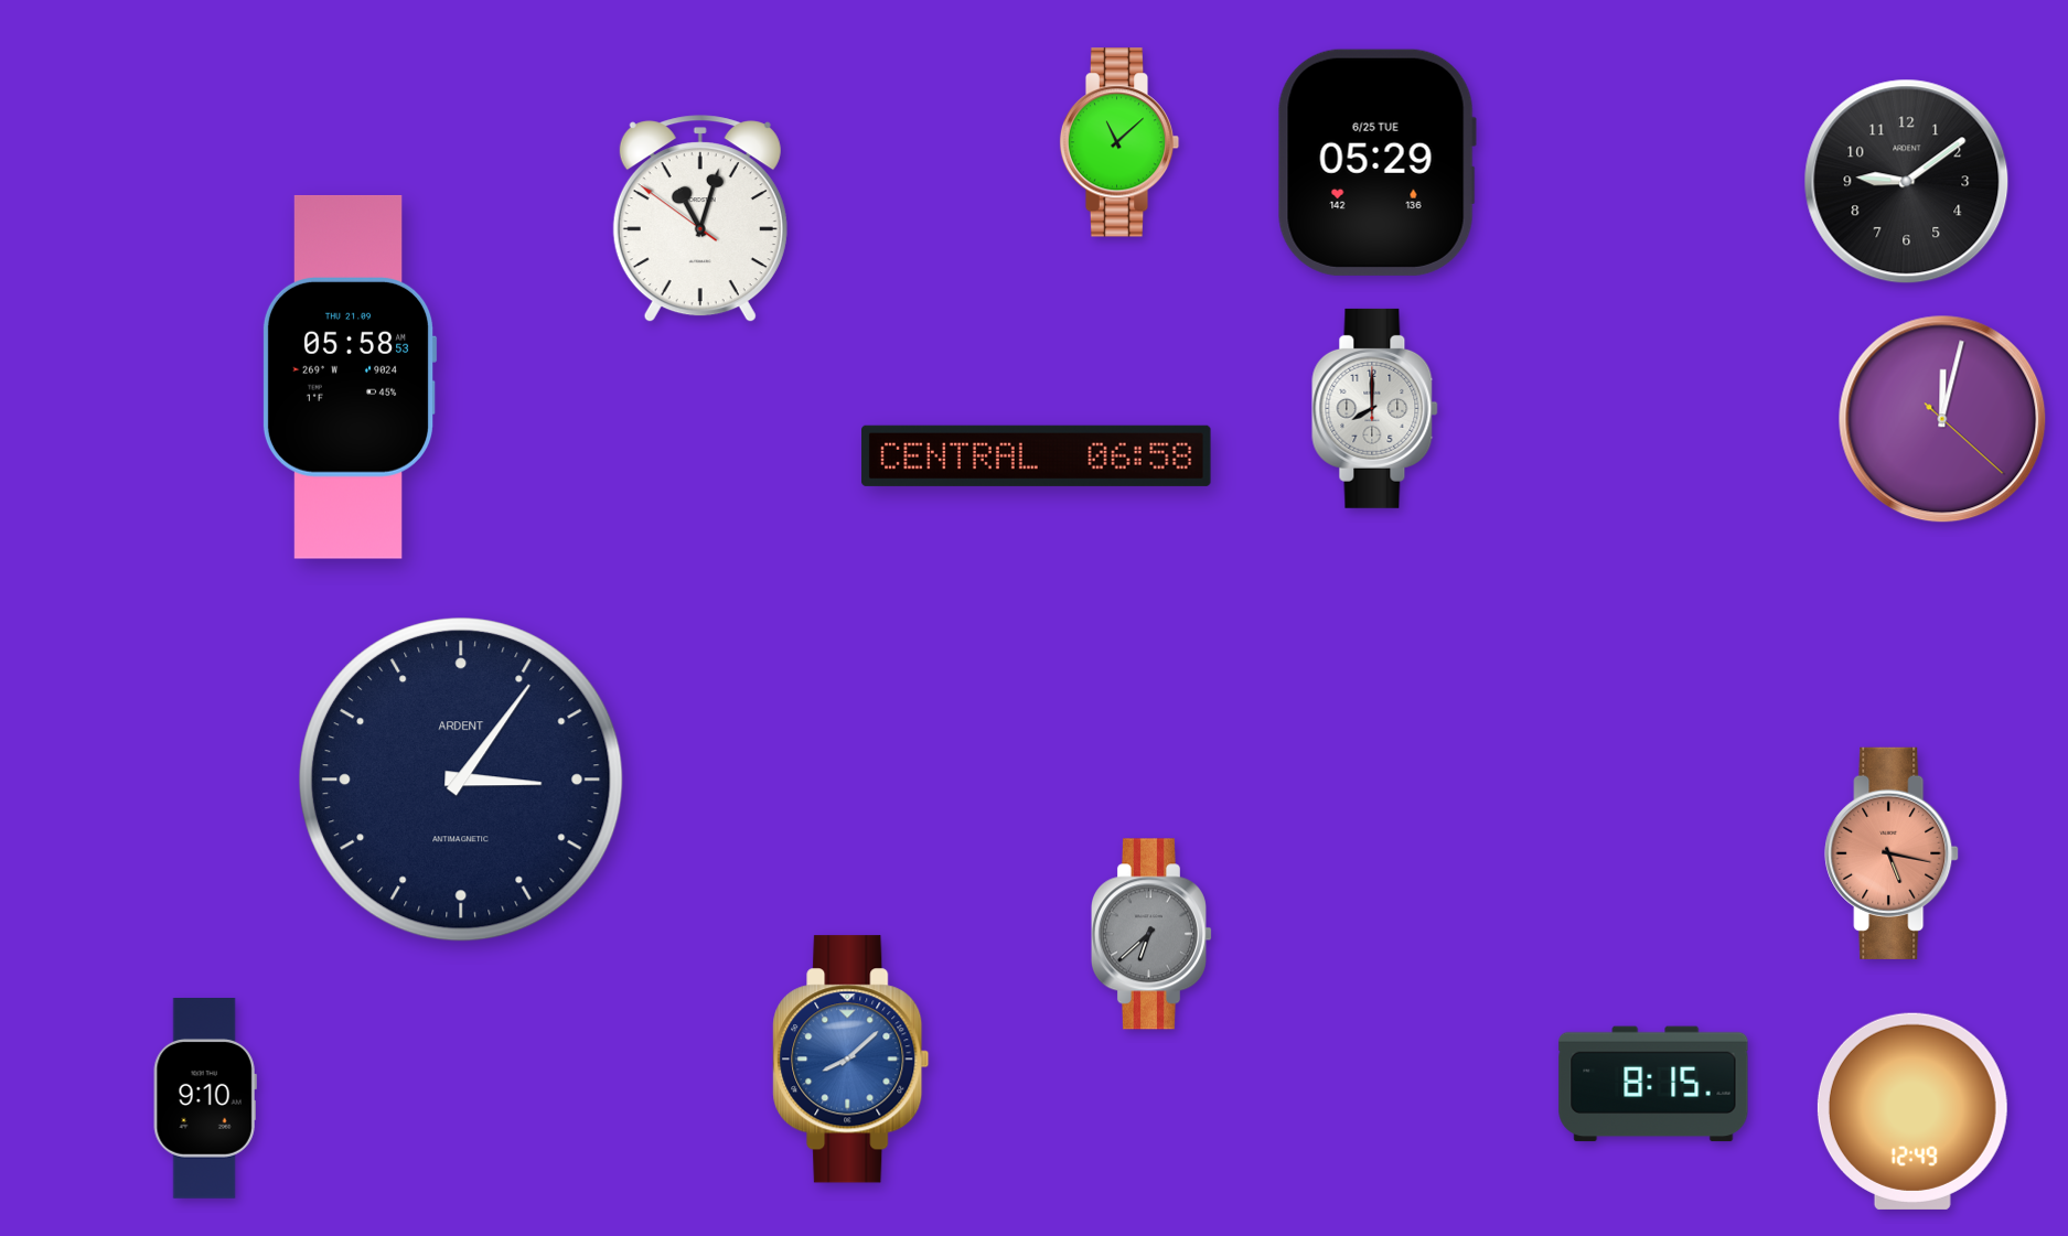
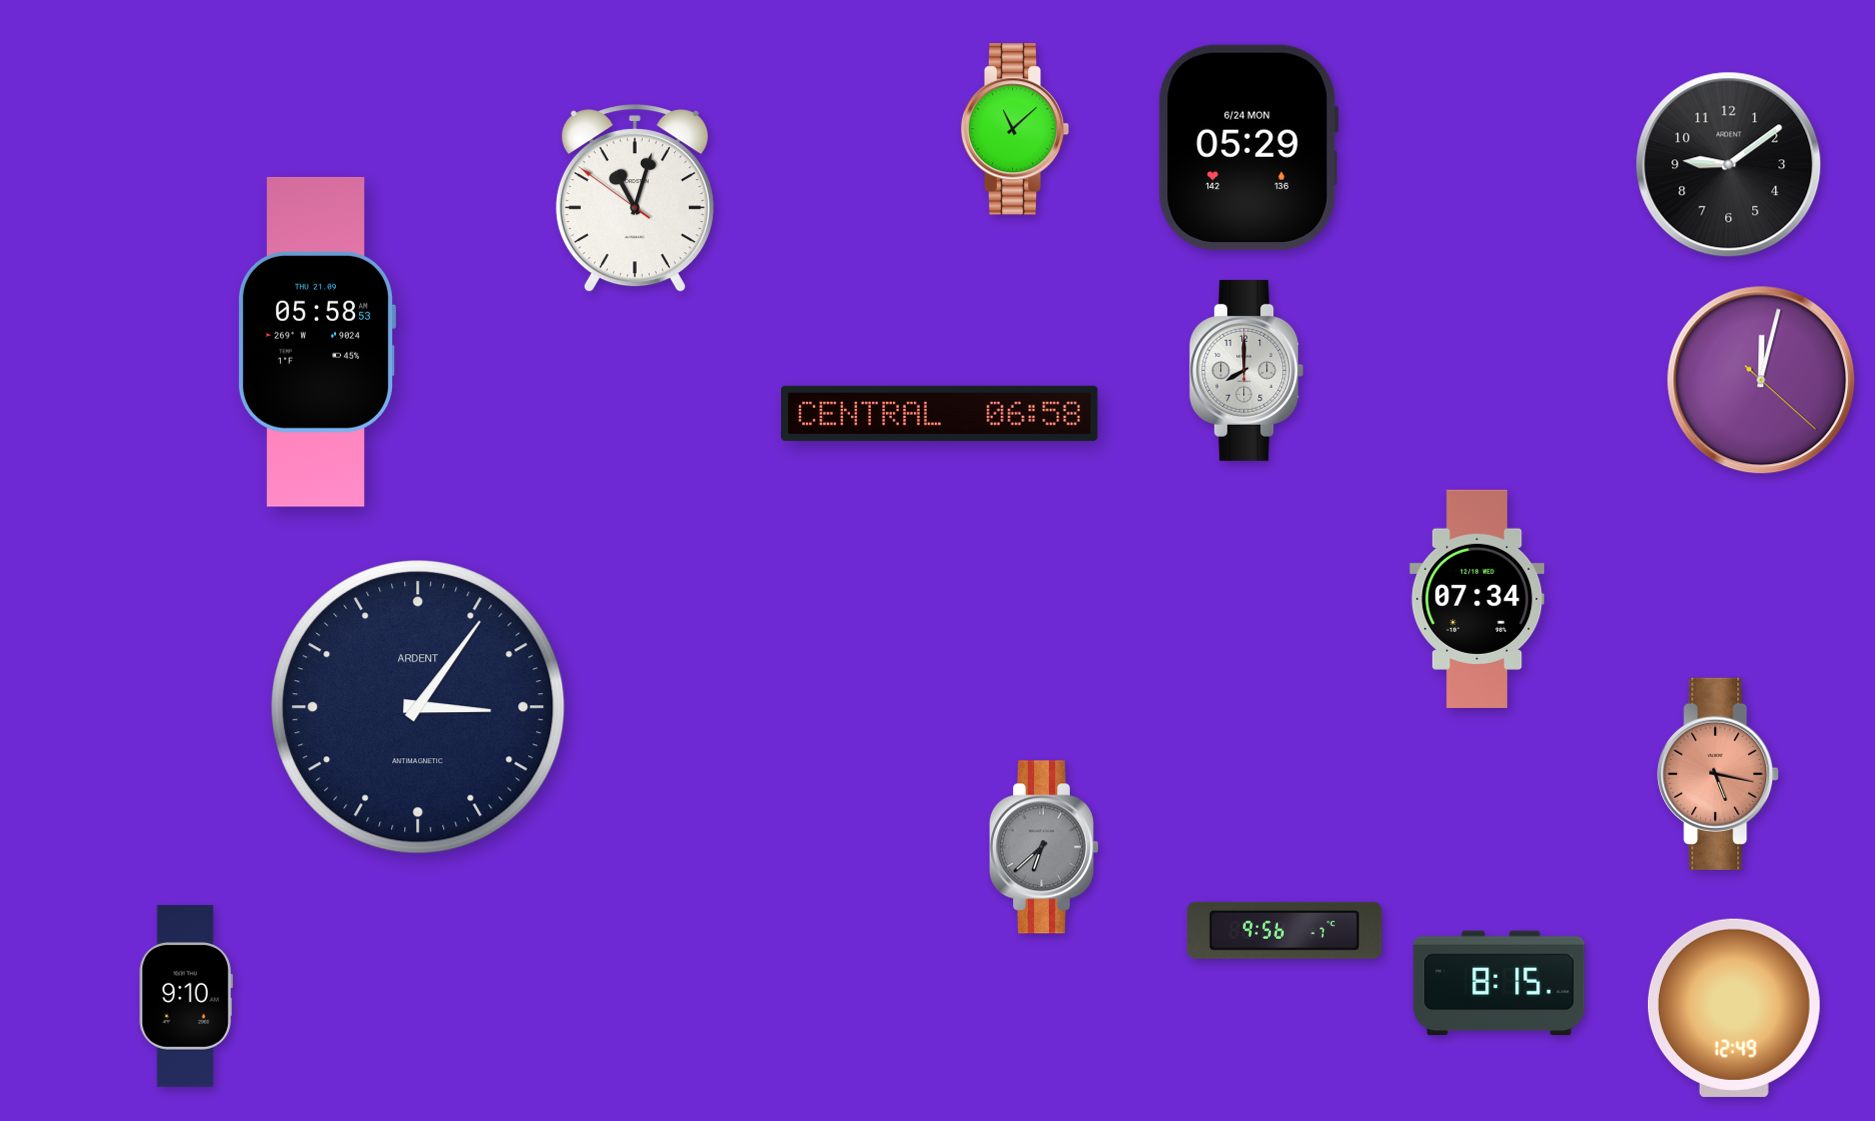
clock at (1376, 162) date: 6/25 TUE -> 6/24 MON
clock at (1477, 599): none -> 07:34
clock at (1892, 853) position: (1892, 853) -> (1718, 774)
clock at (1284, 930): none -> 9:56
clock at (851, 1060): 8:08 -> none
